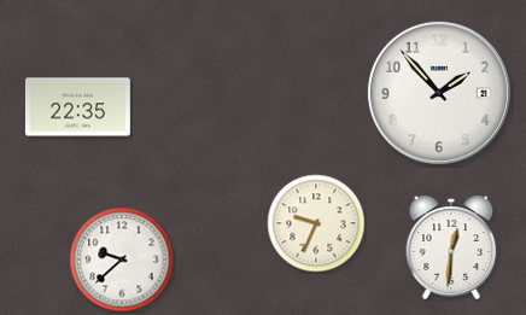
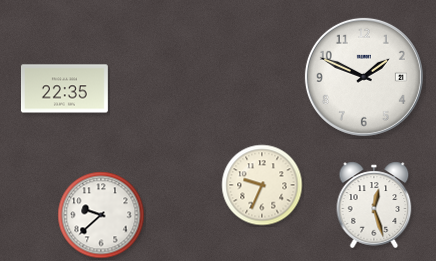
clock at (439, 93): 1:53 -> 1:49
clock at (451, 247): 12:31 -> 12:27
